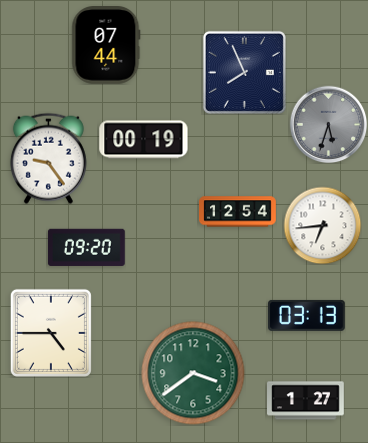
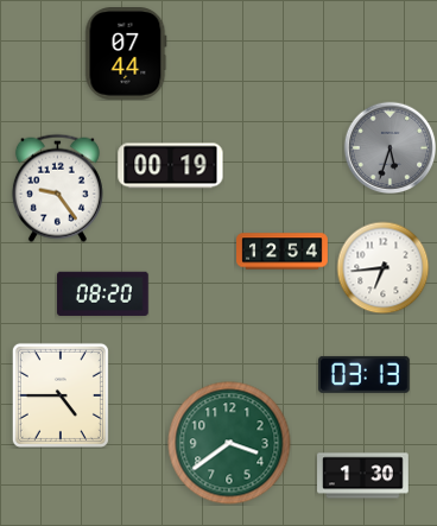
clock at (244, 72): 7:56 -> none
clock at (86, 247): 09:20 -> 08:20
clock at (306, 401): 1:27 -> 1:30
